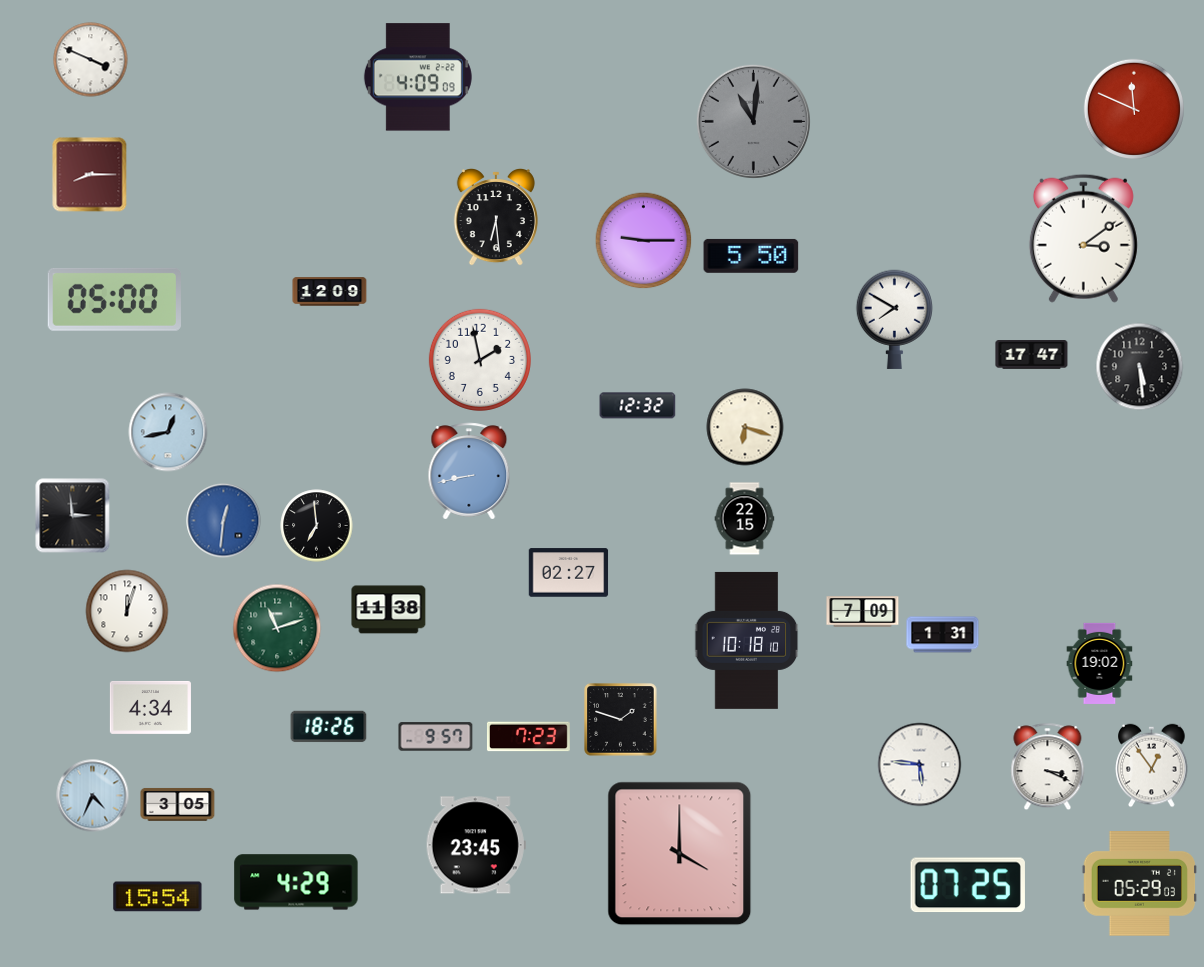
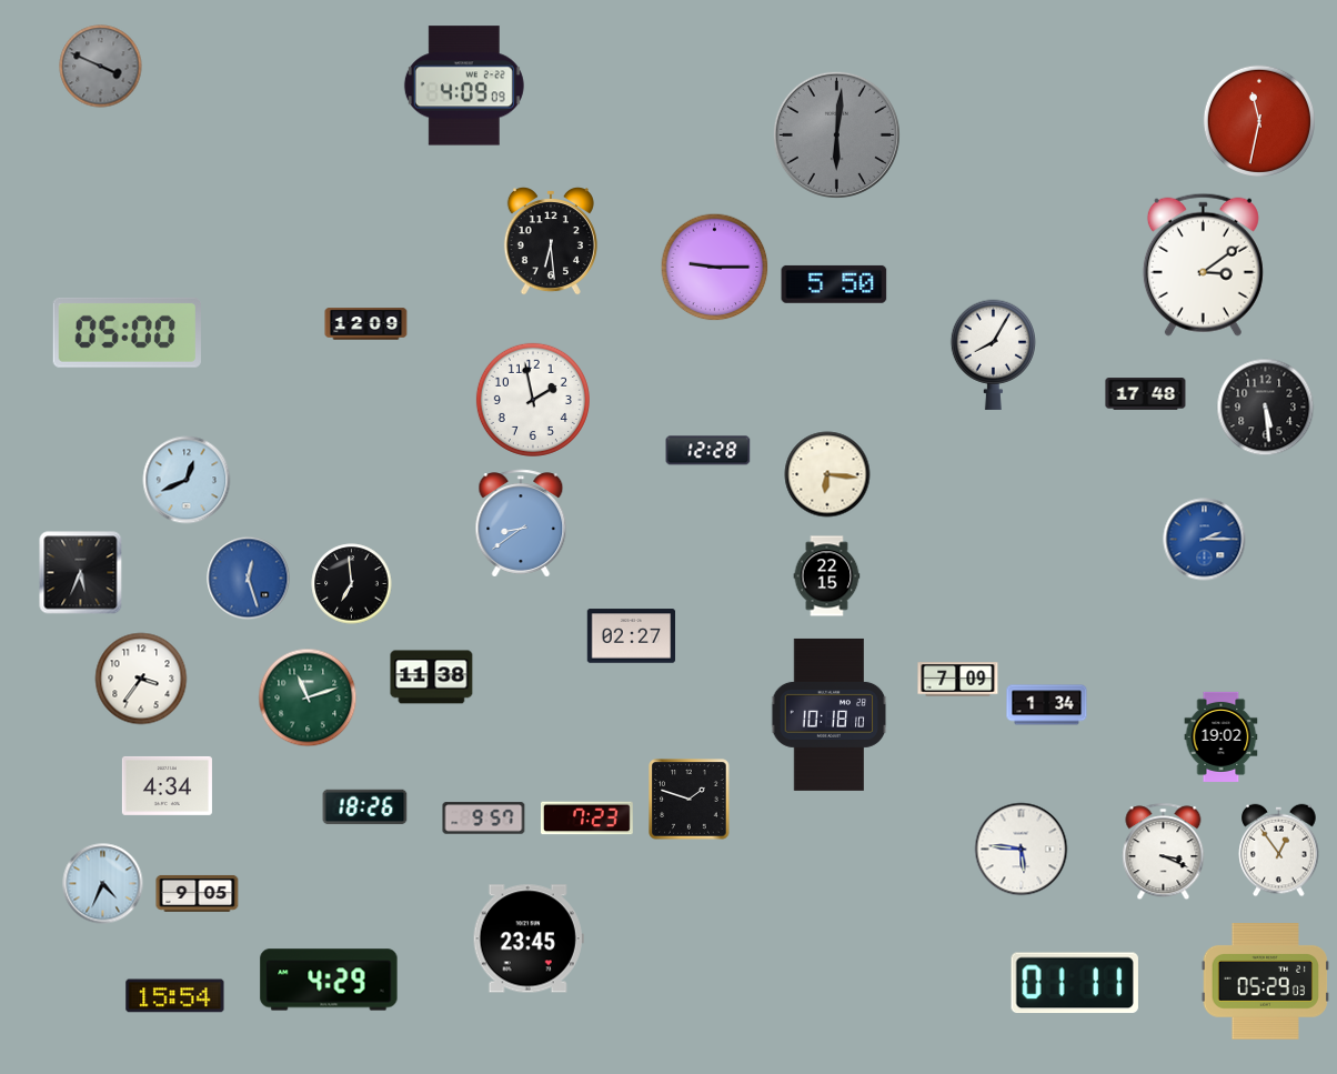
clock at (91, 60) dial: white -> grey
clock at (1133, 108): 11:49 -> 11:32
clock at (753, 121): 11:01 -> 6:01
clock at (90, 175): 8:15 -> none
clock at (894, 319): 7:50 -> 8:05
clock at (1032, 355): 17:47 -> 17:48
clock at (638, 406): 12:32 -> 12:28
clock at (745, 427): 6:18 -> 6:16
clock at (168, 432): 12:43 -> 12:41
clock at (469, 471): 8:43 -> 8:39
clock at (1205, 540): none -> 2:15
clock at (73, 516): 2:59 -> 5:34
clock at (224, 521): 12:31 -> 12:27
clock at (127, 611): 12:03 -> 3:36
clock at (943, 635): 1:31 -> 1:34
clock at (747, 640) position: (747, 640) -> (830, 714)
clock at (178, 804): 3:05 -> 9:05
clock at (680, 854): 4:00 -> none
clock at (968, 885): 07:25 -> 01:11
